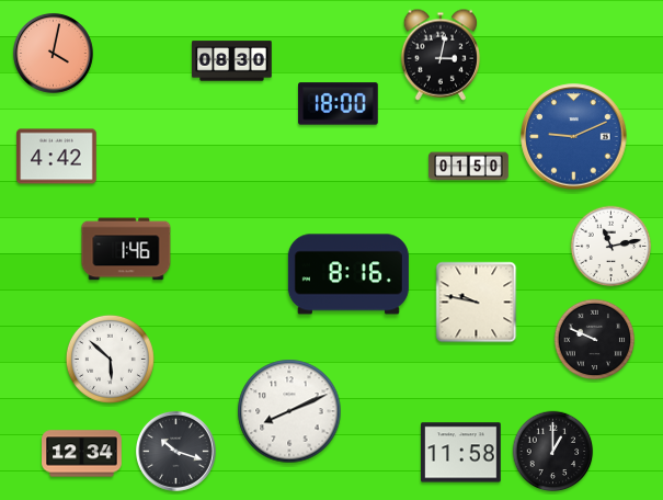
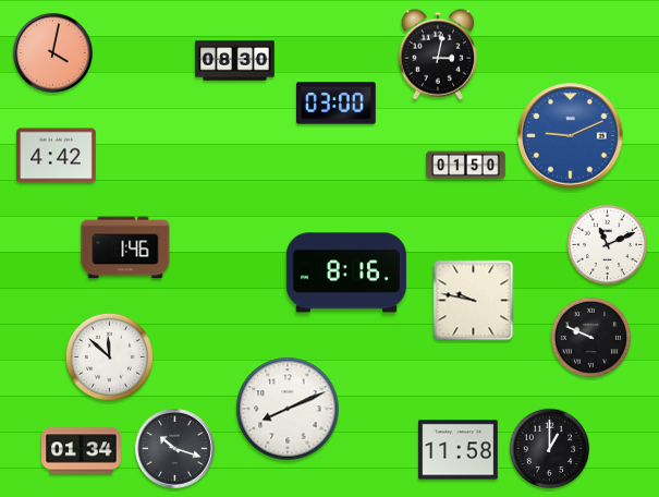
clock at (232, 61) position: (232, 61) -> (235, 61)
clock at (339, 104): 18:00 -> 03:00
clock at (611, 247): 11:13 -> 11:11
clock at (110, 359): 5:52 -> 11:52
clock at (82, 454): 12:34 -> 01:34
